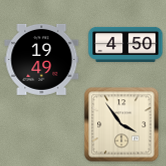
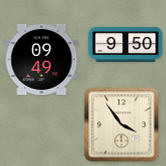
clock at (126, 44): 4:50 -> 9:50
clock at (42, 59): 19:49 -> 09:49
